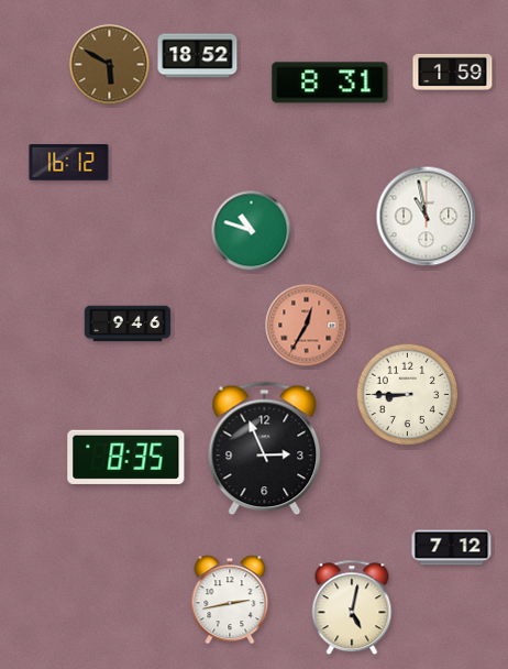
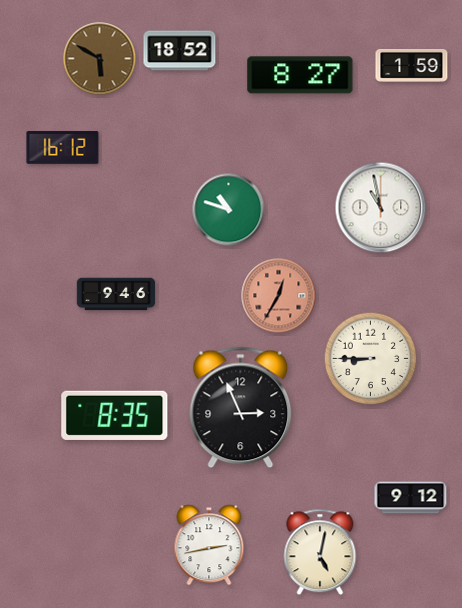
clock at (330, 83): 8:31 -> 8:27
clock at (427, 217) position: (427, 217) -> (381, 208)
clock at (452, 548): 7:12 -> 9:12
